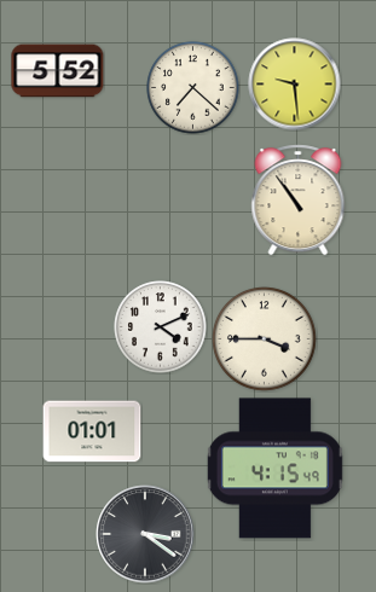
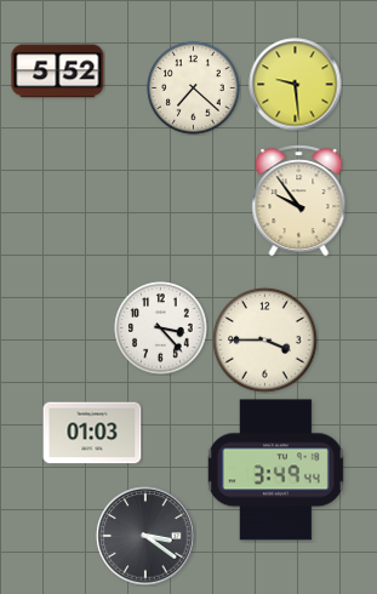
clock at (299, 201): 10:54 -> 9:54
clock at (161, 327): 4:11 -> 3:23
clock at (92, 431): 01:01 -> 01:03
clock at (274, 469): 4:15 -> 3:49
